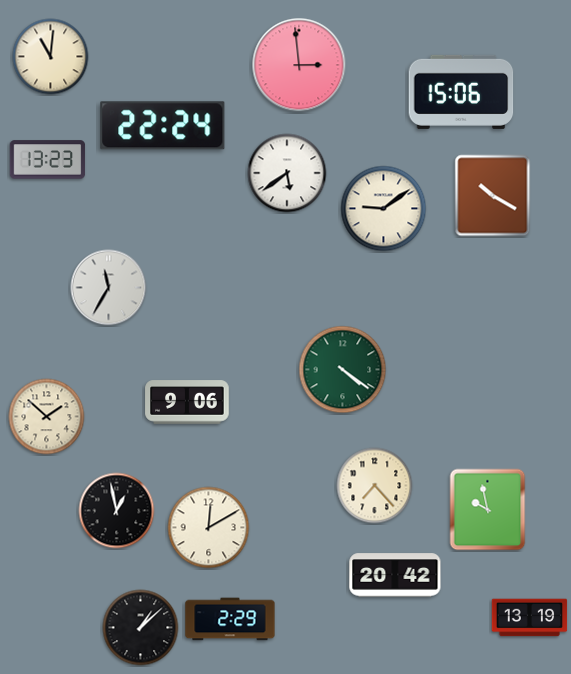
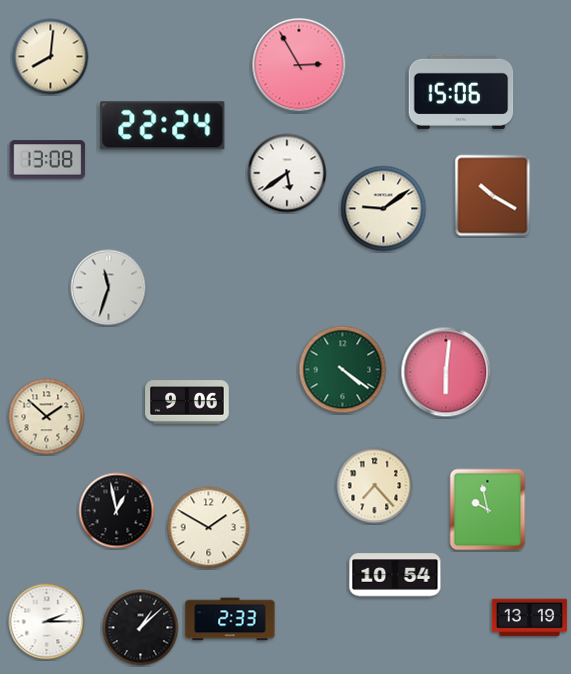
clock at (51, 57): 11:01 -> 8:01
clock at (299, 65): 2:59 -> 2:55
clock at (48, 160): 13:23 -> 13:08
clock at (109, 288): 11:35 -> 11:33
clock at (446, 372): none -> 6:01
clock at (209, 528): 12:10 -> 1:50
clock at (395, 575): 20:42 -> 10:54
clock at (230, 619): 2:29 -> 2:33
clock at (47, 622): none -> 2:15
